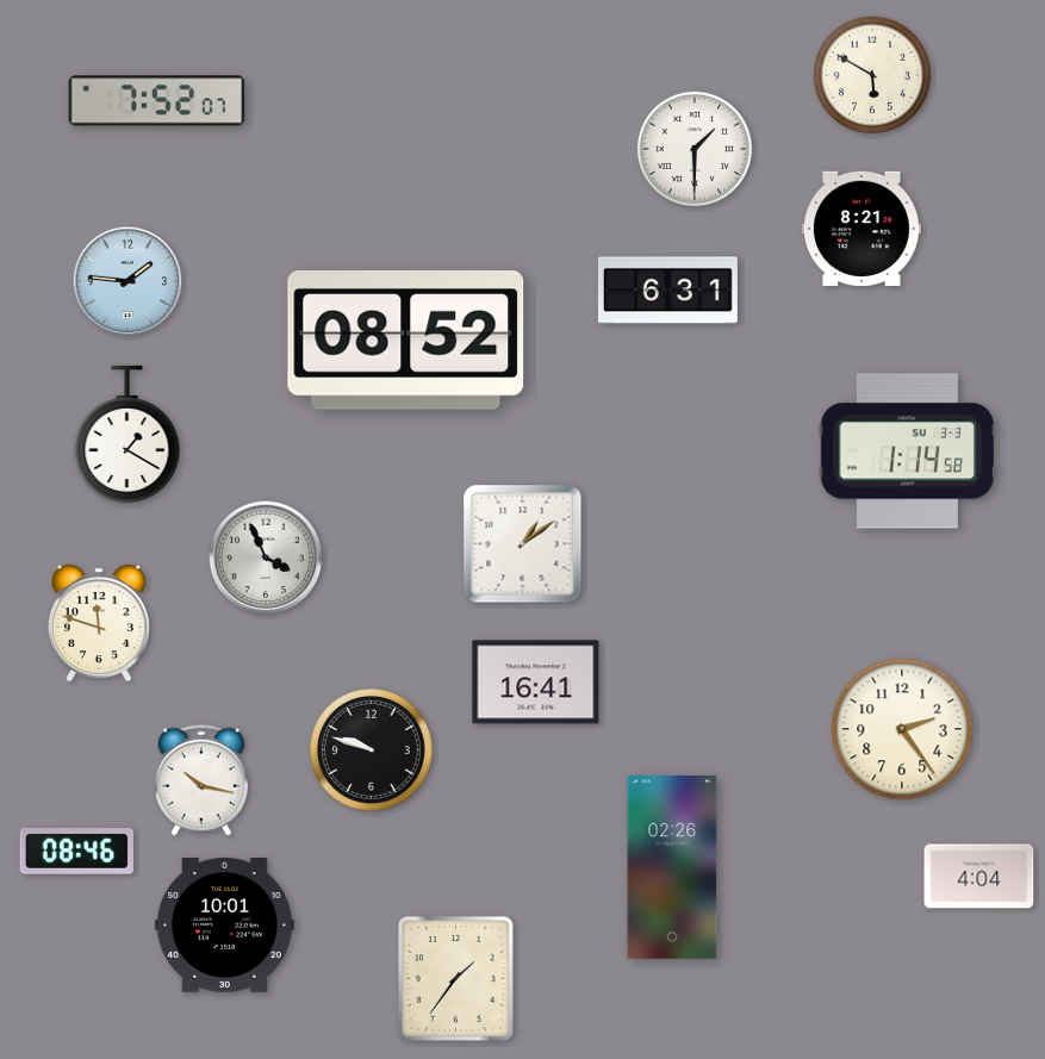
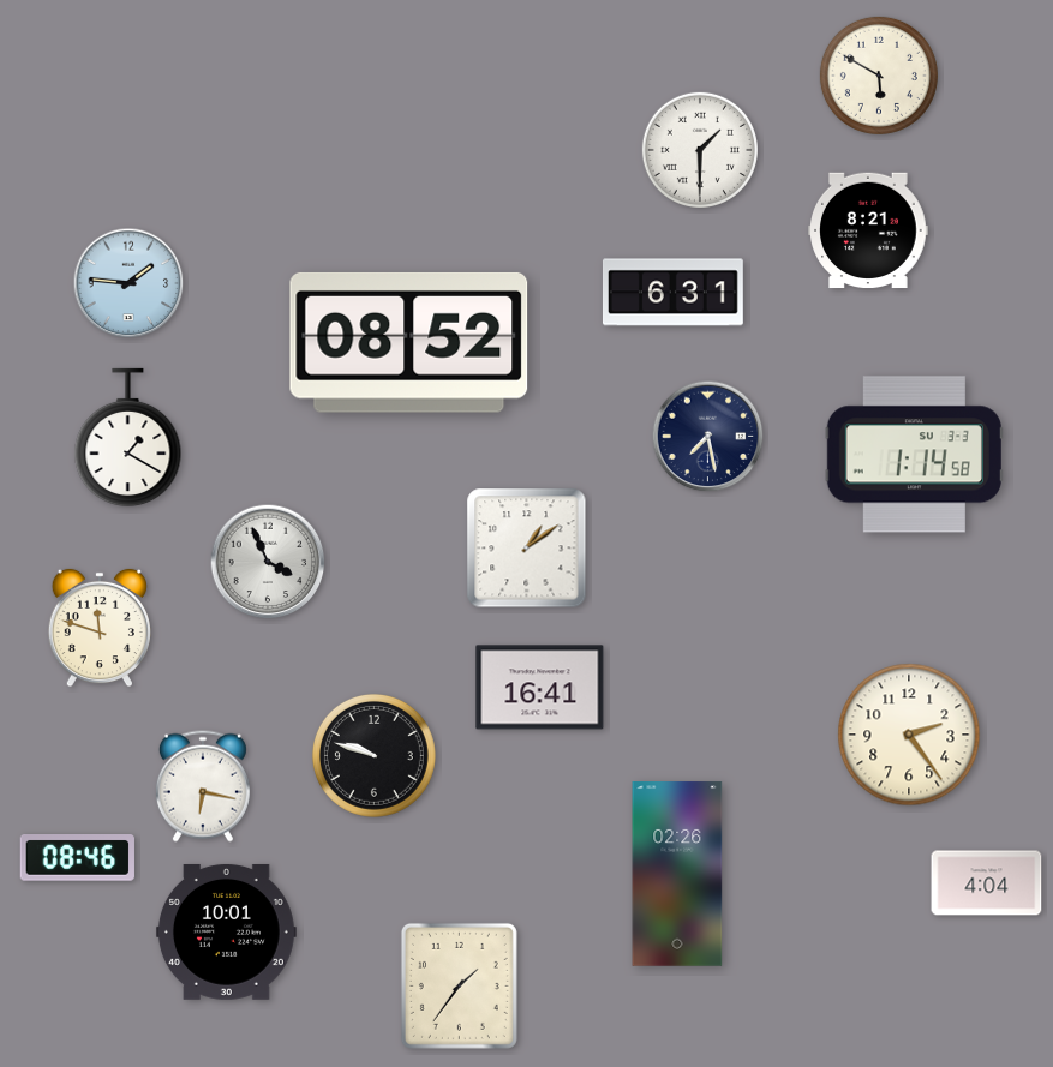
clock at (157, 101): 7:52 -> none
clock at (708, 437): none -> 7:28
clock at (201, 780): 10:17 -> 6:17
